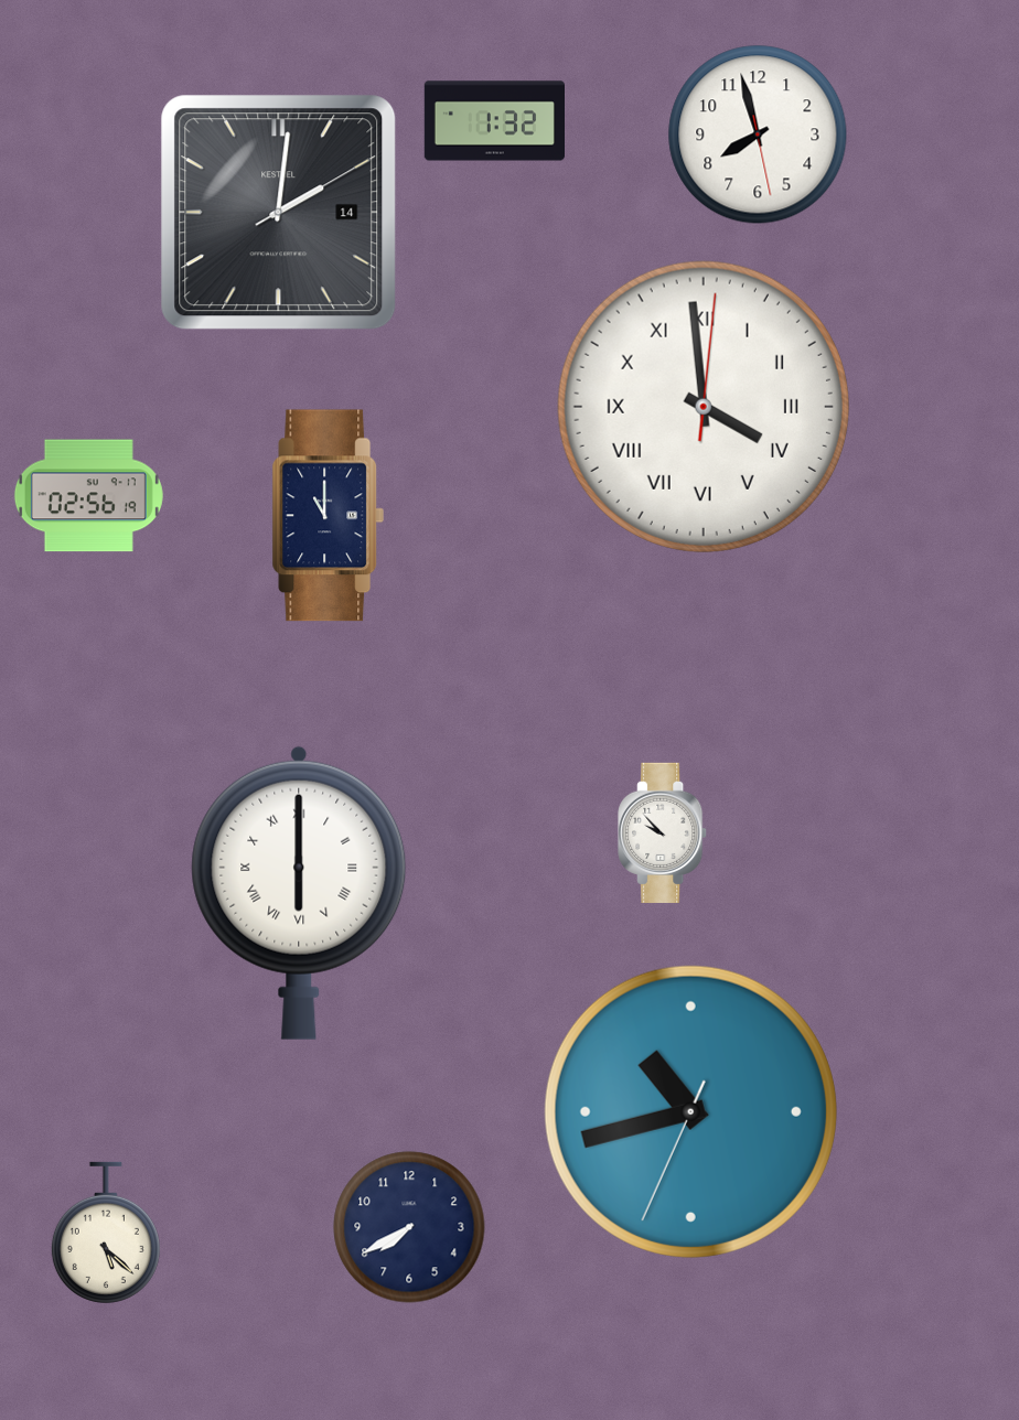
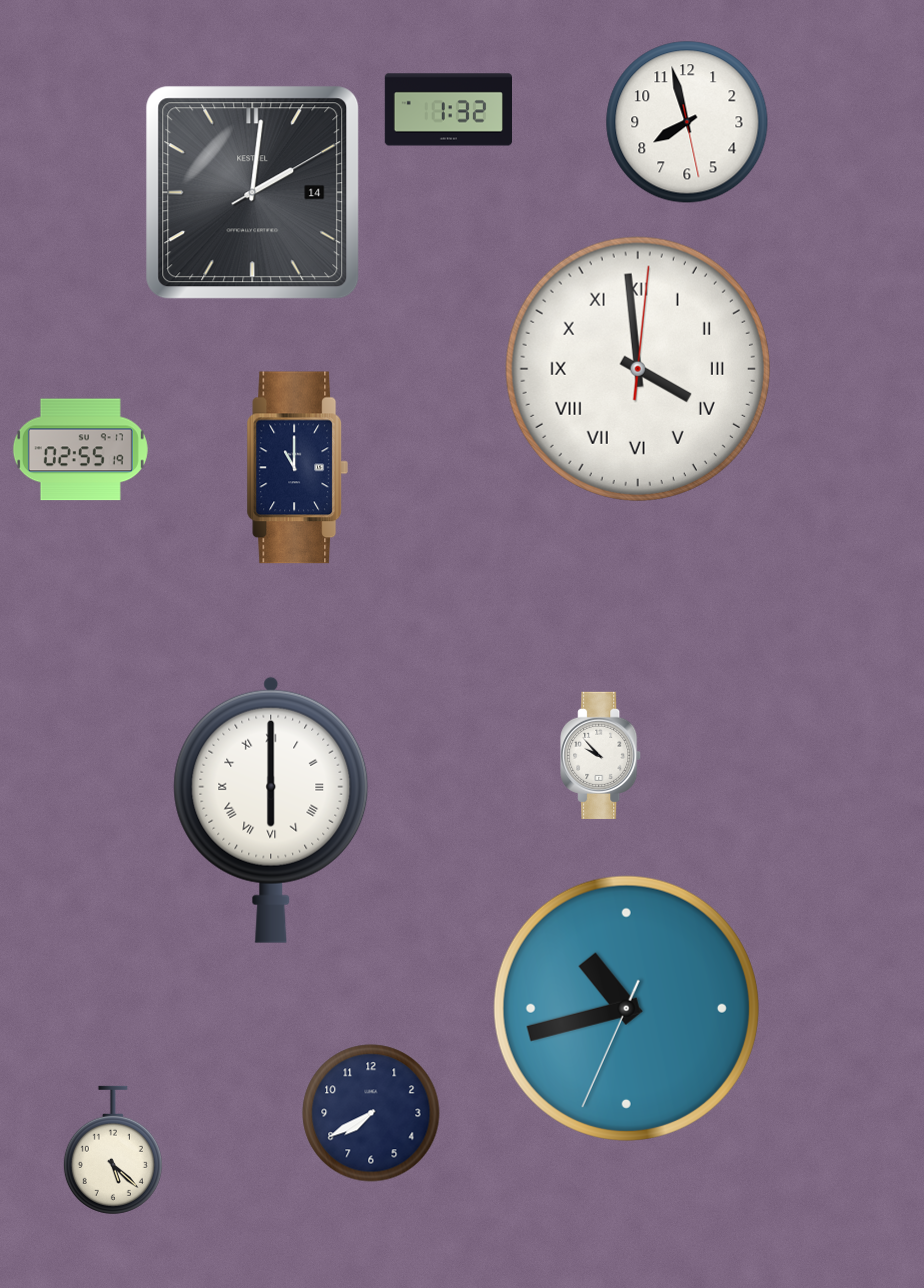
clock at (88, 496): 02:56 -> 02:55
clock at (106, 1233) position: (106, 1233) -> (113, 1150)
